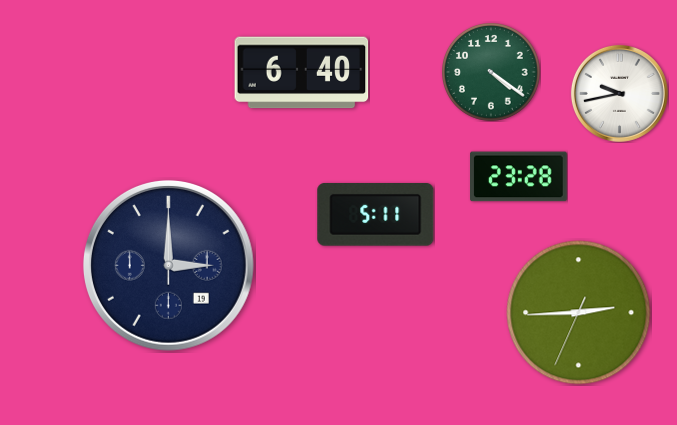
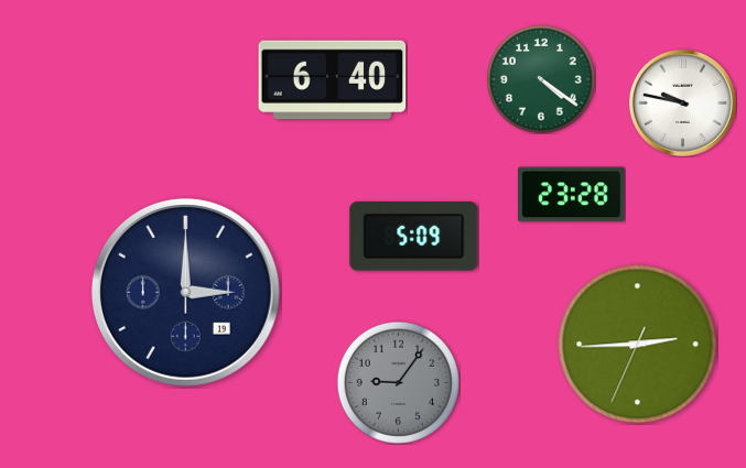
clock at (619, 93): 9:43 -> 9:47
clock at (376, 215): 5:11 -> 5:09
clock at (398, 382): none -> 9:06
